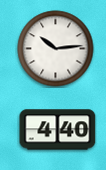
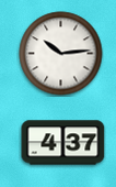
clock at (58, 130): 4:40 -> 4:37
